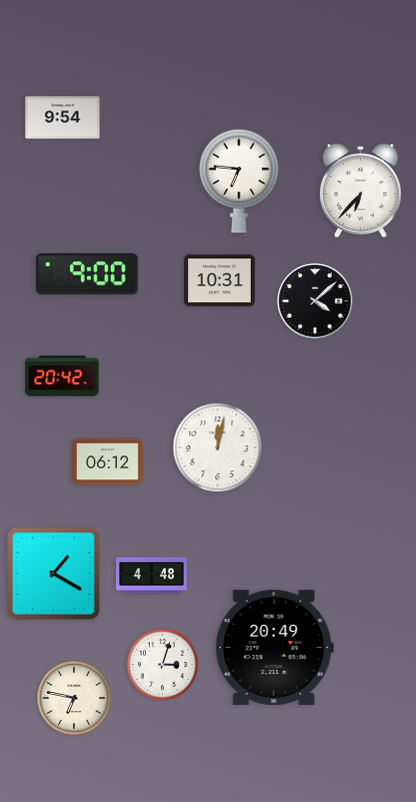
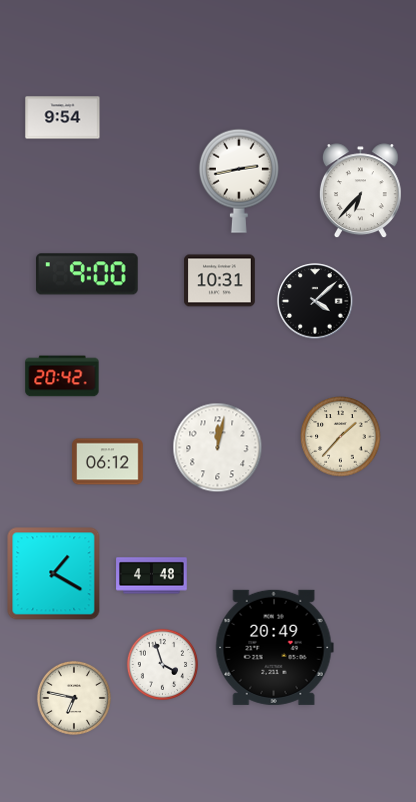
clock at (239, 181): 6:46 -> 2:43
clock at (341, 437): none -> 1:37
clock at (162, 664): 3:03 -> 3:57
